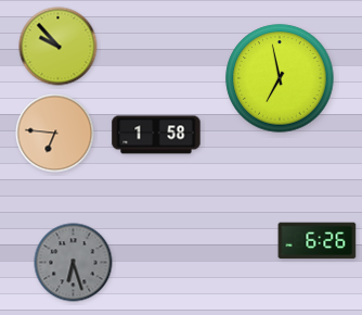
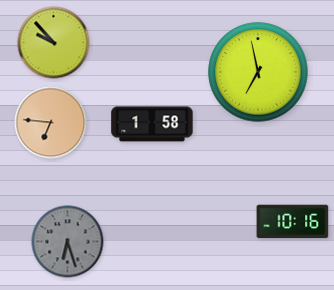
clock at (156, 135) position: (156, 135) -> (152, 124)
clock at (318, 241): 6:26 -> 10:16
